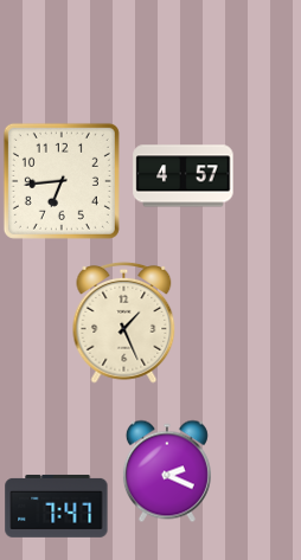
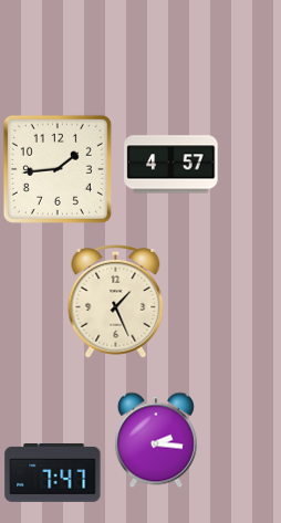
clock at (62, 181): 6:44 -> 1:44
clock at (167, 471): 2:19 -> 2:16
